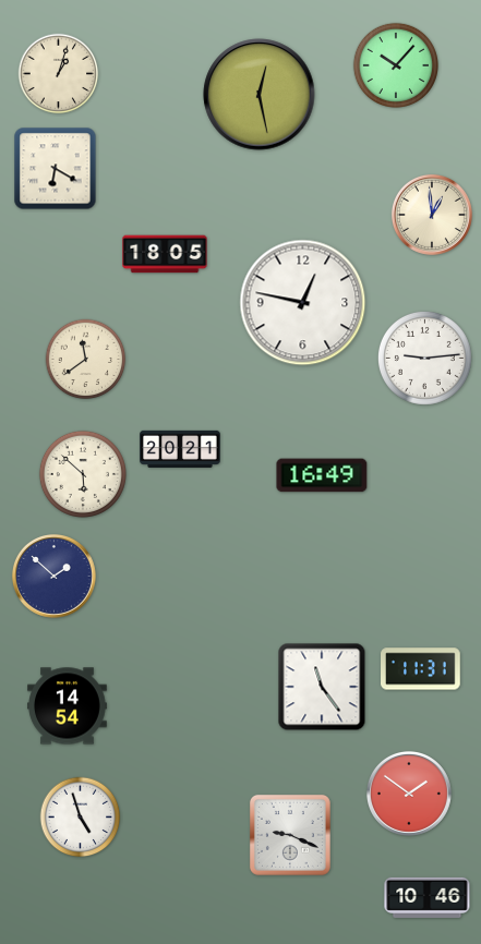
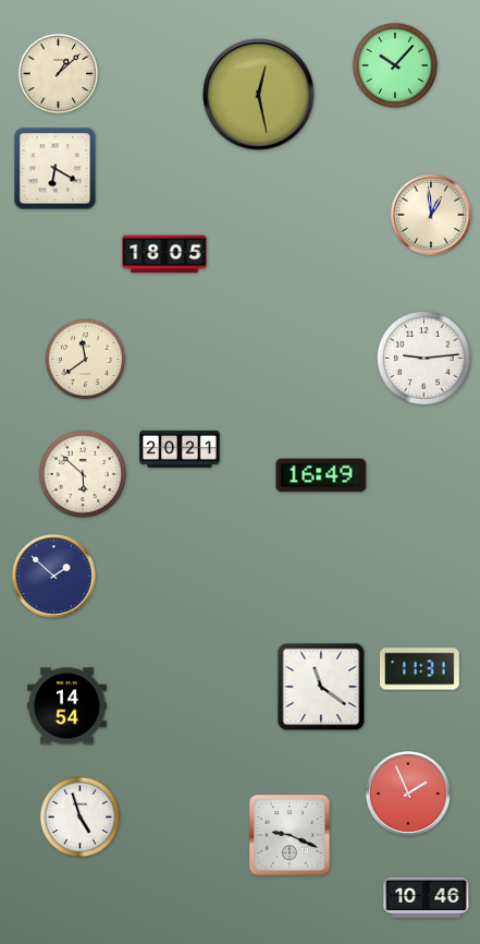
clock at (59, 74): 1:03 -> 1:08
clock at (303, 303): 12:47 -> none
clock at (322, 687): 11:24 -> 11:21
clock at (409, 794): 1:51 -> 1:56
